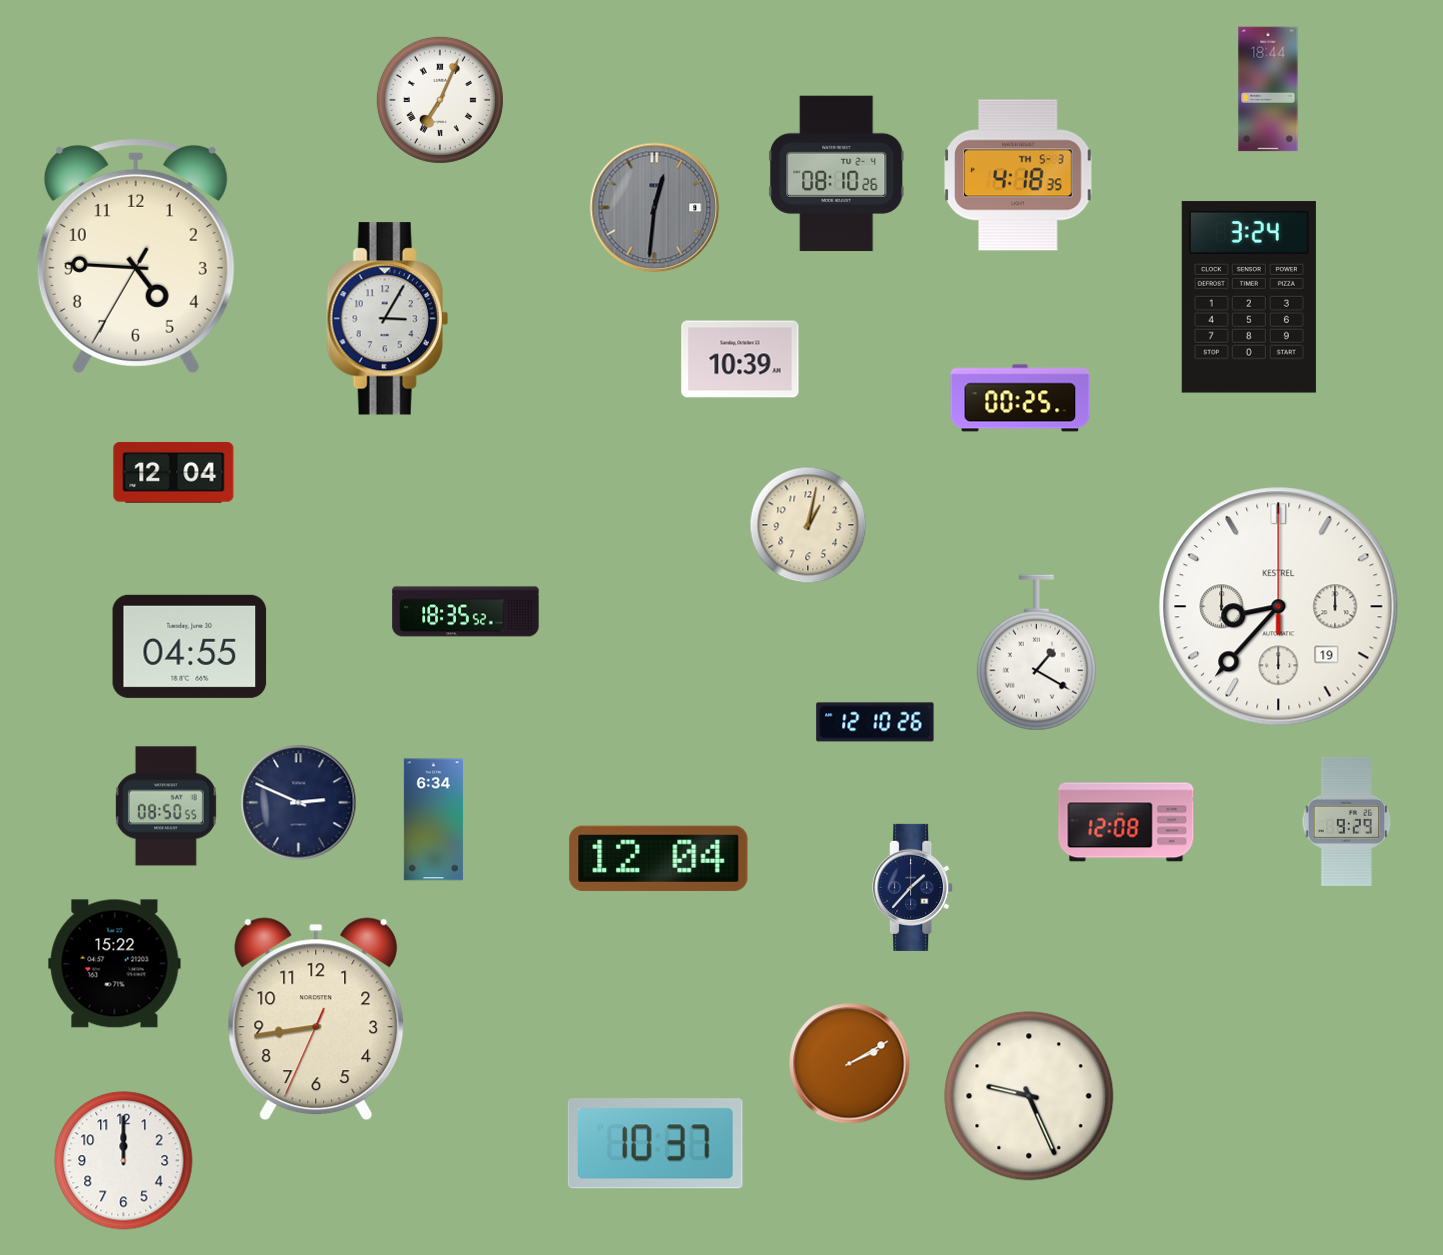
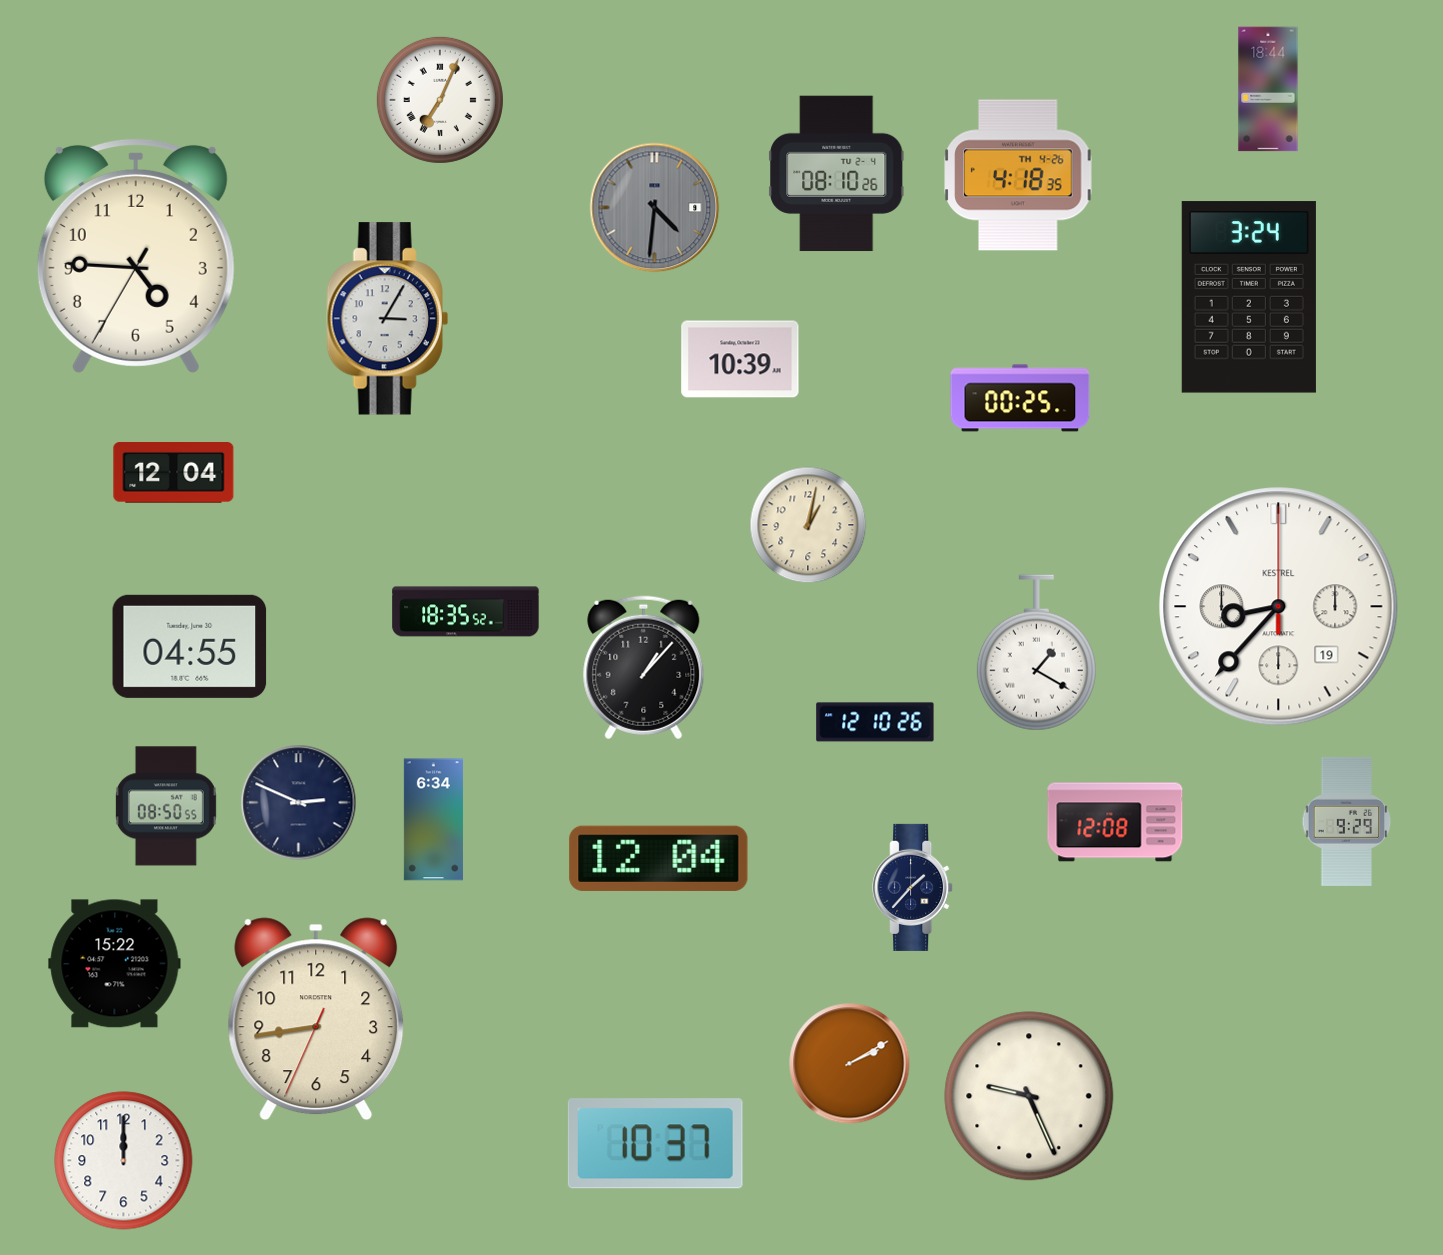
clock at (1018, 175) date: TH 5-3 -> TH 4-26
clock at (655, 208): 12:31 -> 4:31
clock at (644, 668): none -> 1:07
clock at (1126, 822) position: (1126, 822) -> (1115, 822)
